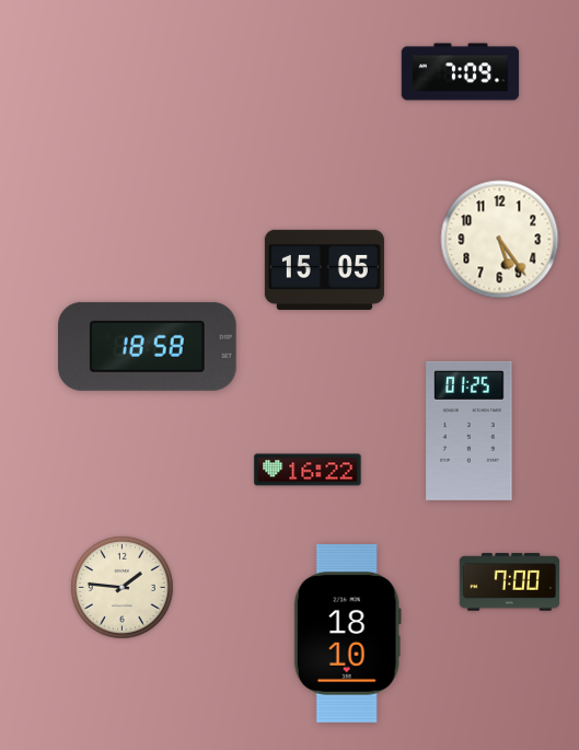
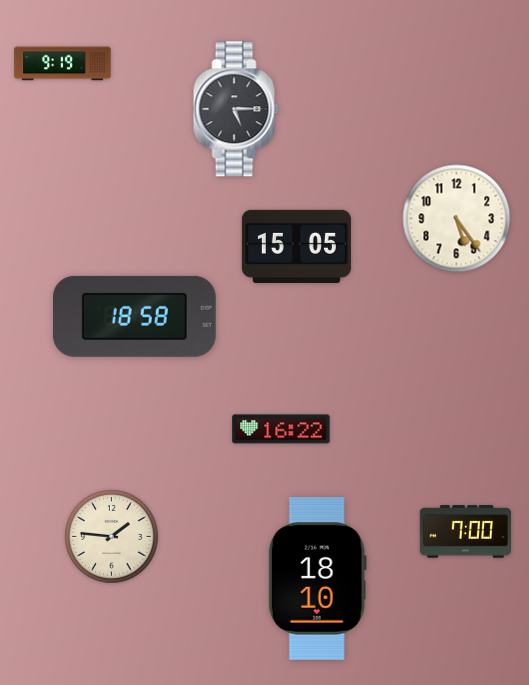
clock at (63, 64): none -> 9:19
clock at (461, 72): 7:09 -> none
clock at (236, 109): none -> 5:15
clock at (470, 430): 01:25 -> none
